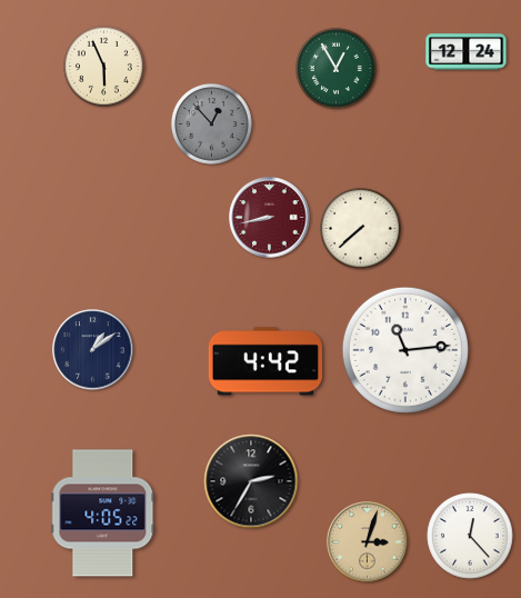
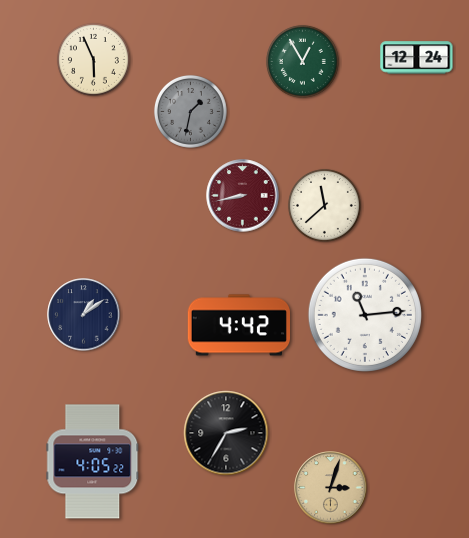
clock at (467, 52) position: (467, 52) -> (417, 58)
clock at (211, 123): 12:53 -> 1:32
clock at (360, 228): 7:38 -> 11:38
clock at (470, 536): 12:23 -> none
